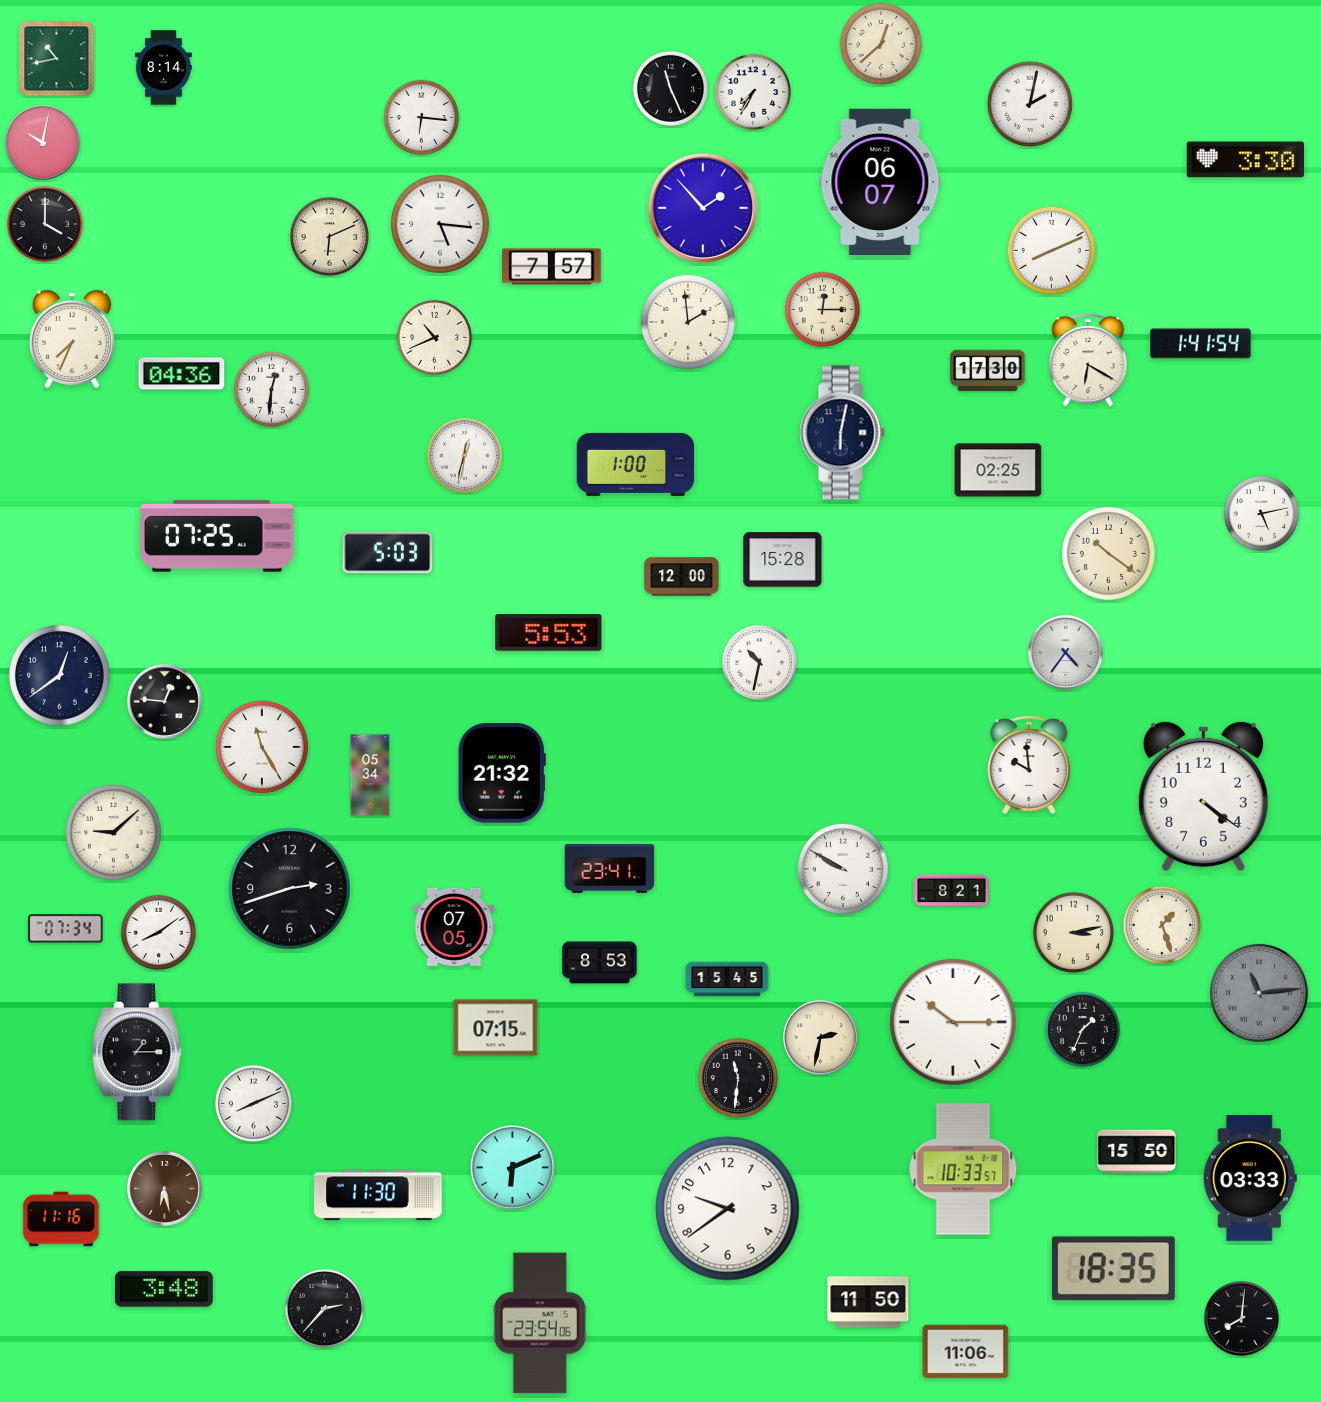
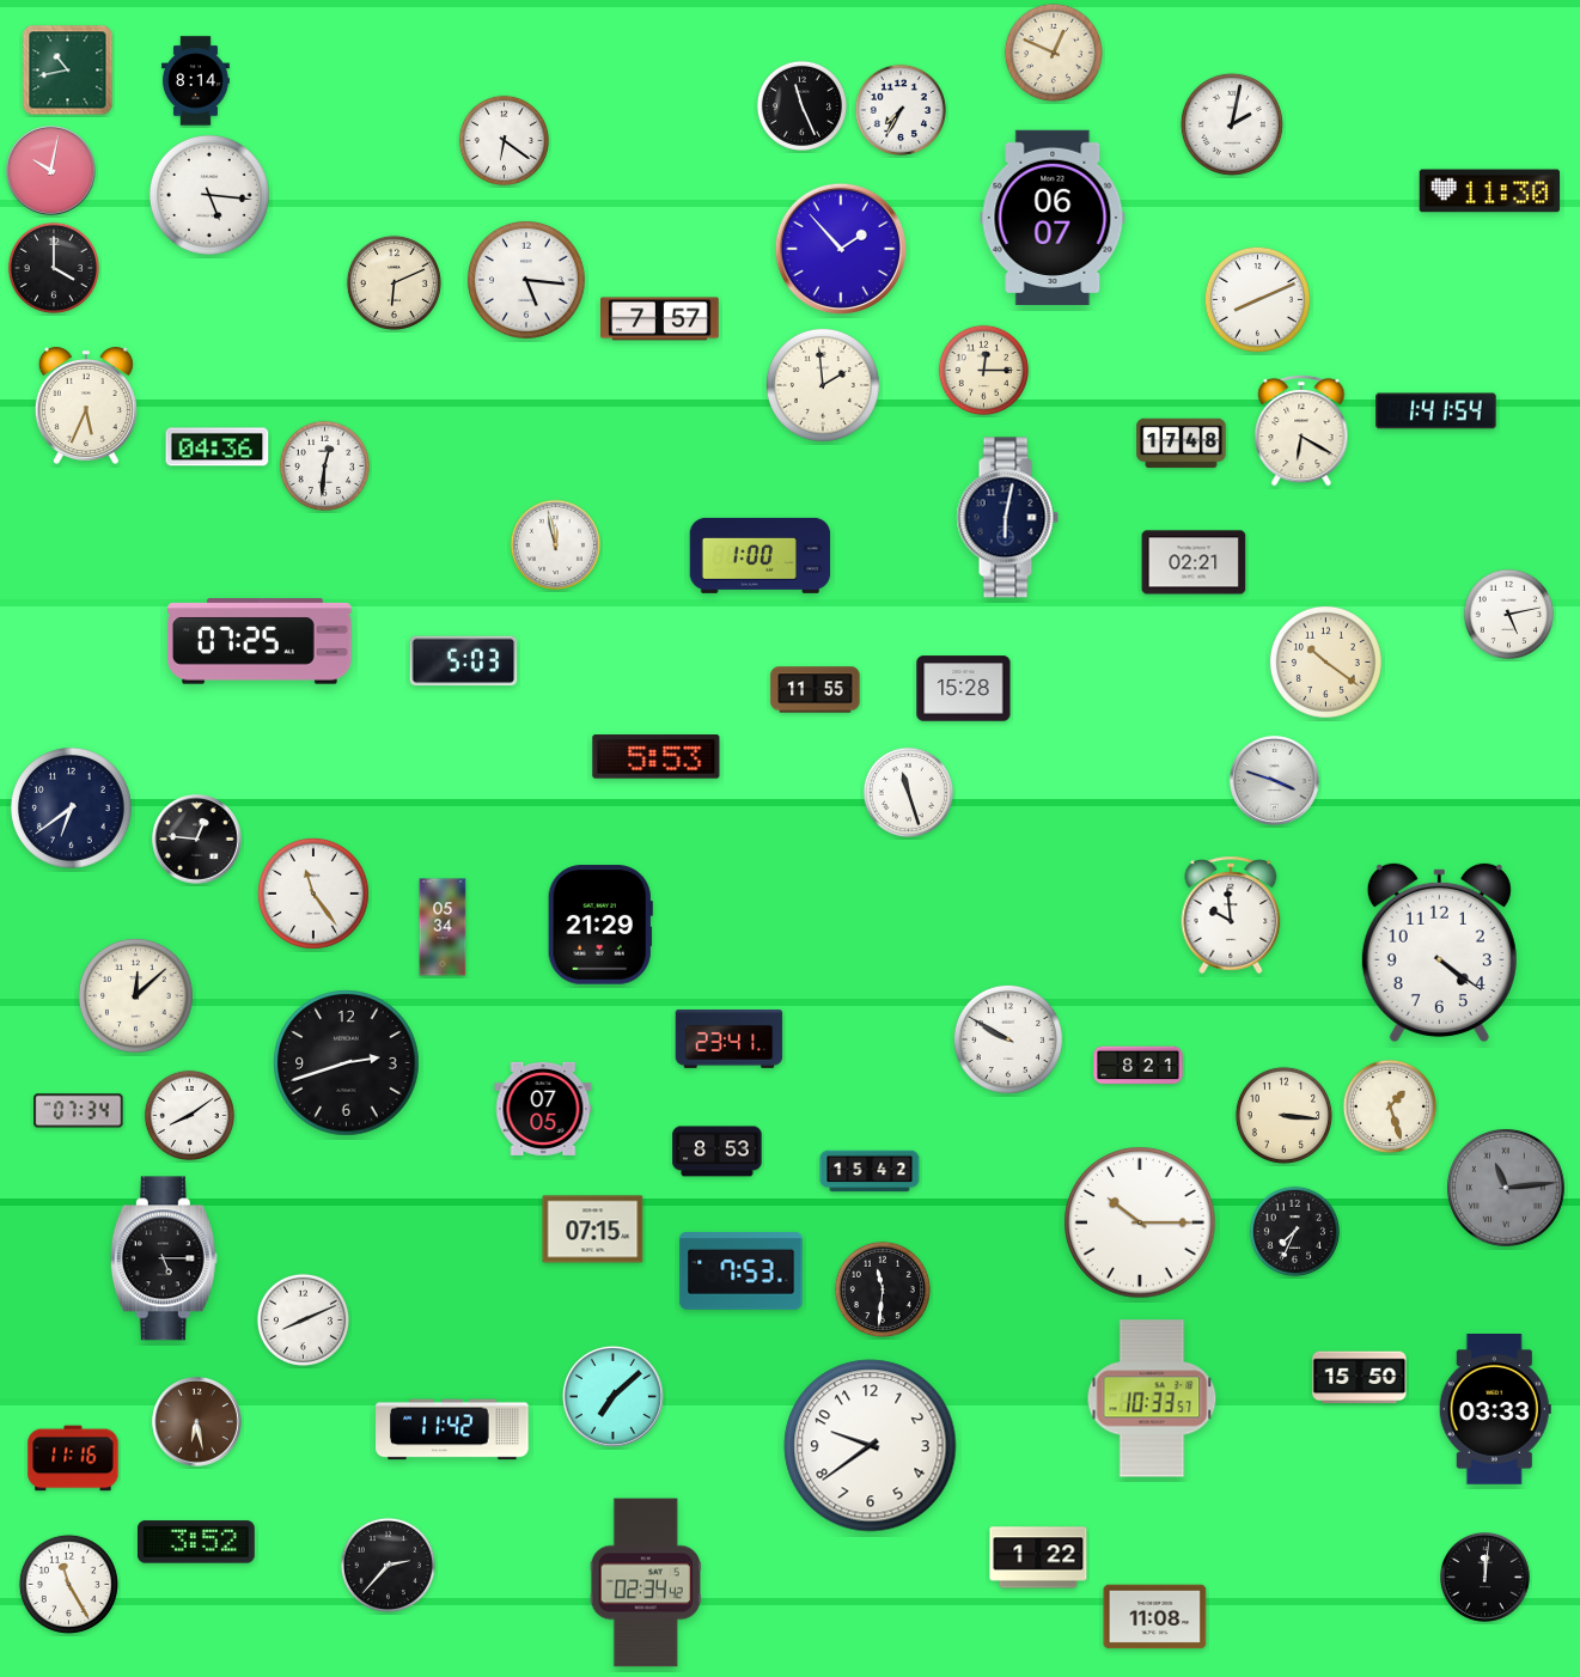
clock at (881, 44): 12:38 -> 12:49
clock at (421, 117): 6:16 -> 6:21
clock at (1246, 160): 3:30 -> 11:30
clock at (209, 195): none -> 5:16
clock at (440, 224) position: (440, 224) -> (526, 280)
clock at (434, 337): 10:41 -> none
clock at (72, 339): 7:34 -> 5:34
clock at (988, 371): 17:30 -> 17:48
clock at (464, 455): 12:32 -> 11:58
clock at (998, 470): 02:25 -> 02:21
clock at (783, 560) position: (783, 560) -> (964, 689)
clock at (682, 577): 12:00 -> 11:55
clock at (1066, 653): 4:36 -> 3:48
clock at (759, 662): 10:32 -> 11:27
clock at (59, 675): 12:39 -> 6:39
clock at (262, 747): 11:25 -> 11:24
clock at (502, 773): 21:32 -> 21:29
clock at (113, 832): 9:08 -> 12:08
clock at (1073, 932): 3:13 -> 3:16
clock at (727, 979): 15:45 -> 15:42
clock at (1082, 1029): 1:34 -> 7:34
clock at (821, 1038): 2:32 -> none
clock at (137, 1052): 1:15 -> 5:15
clock at (742, 1272): none -> 7:53
clock at (512, 1167): 6:11 -> 7:08
clock at (378, 1195): 11:30 -> 11:42
clock at (1113, 1269): 18:35 -> none
clock at (164, 1289): 3:48 -> 3:52
clock at (868, 1302): 11:50 -> 1:22
clock at (1242, 1319): 8:01 -> 12:01
clock at (540, 1323): 23:54 -> 02:34
clock at (68, 1584): none -> 11:25
clock at (966, 1352): 11:06 -> 11:08
